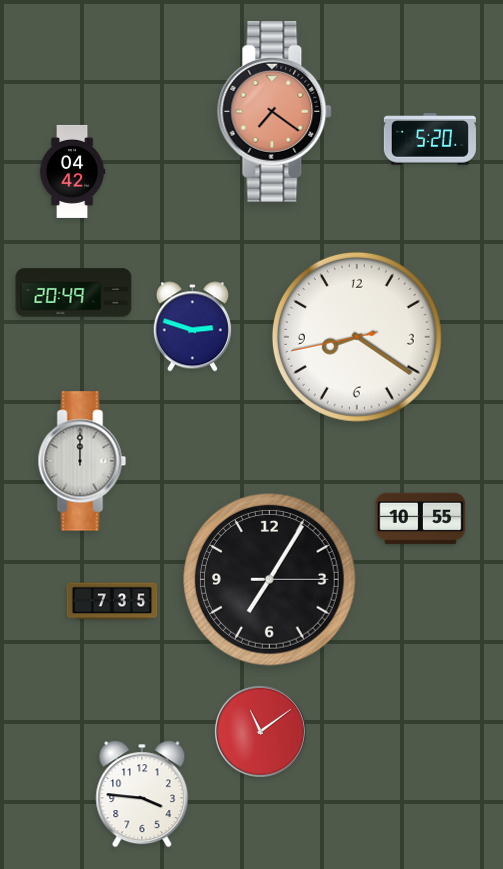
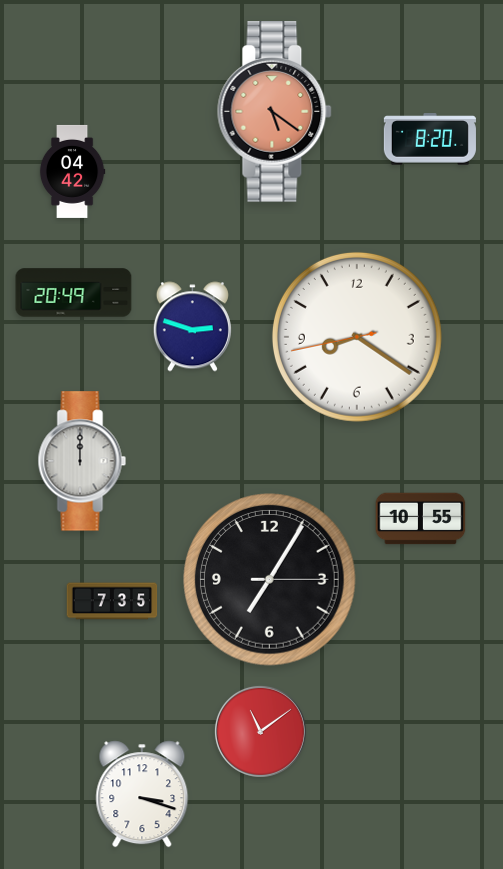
clock at (275, 112): 7:21 -> 5:21
clock at (430, 139): 5:20 -> 8:20
clock at (142, 794): 3:46 -> 3:18
